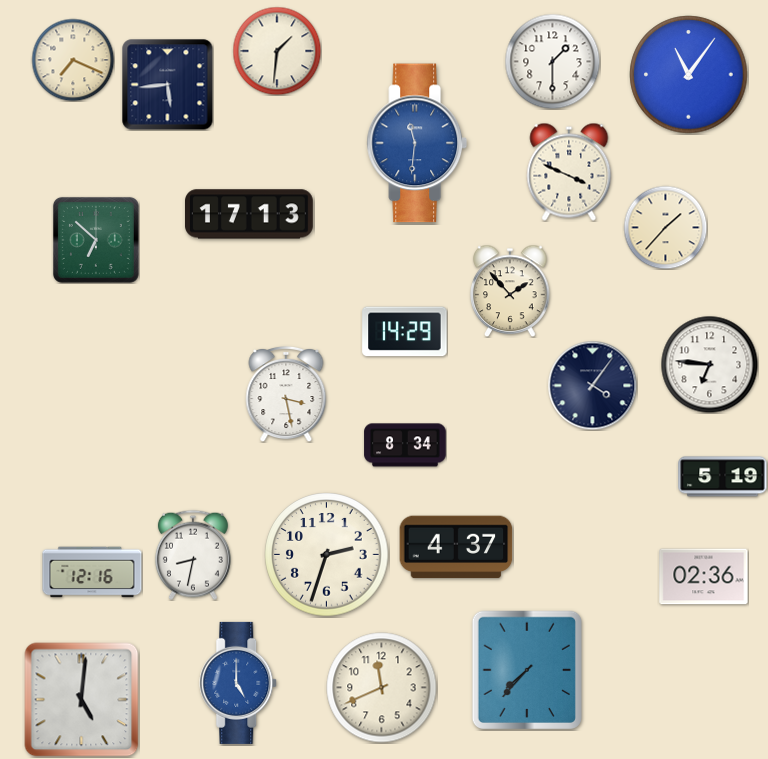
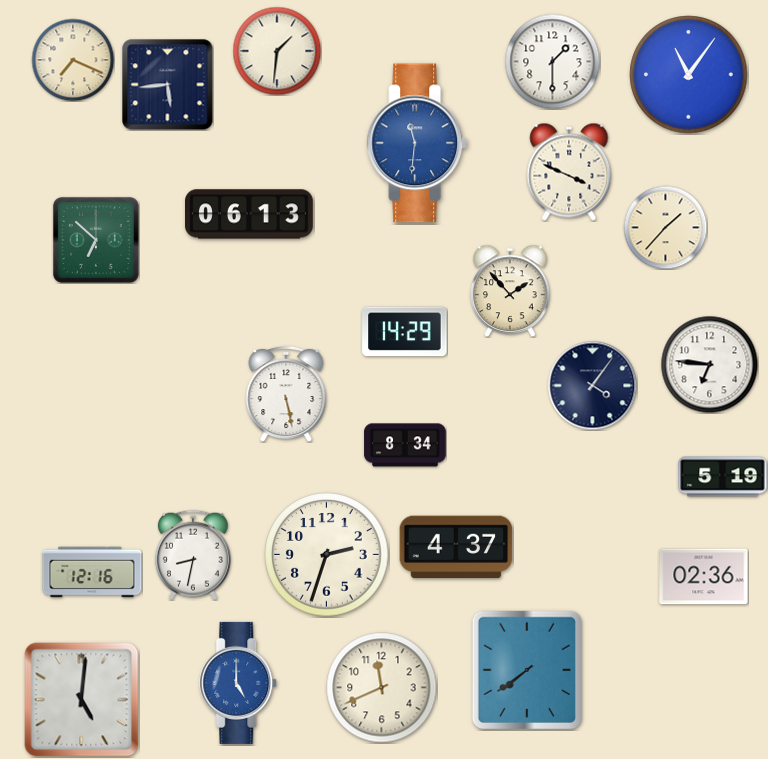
clock at (250, 214): 17:13 -> 06:13
clock at (286, 394): 3:28 -> 5:28
clock at (527, 670): 7:37 -> 7:39
